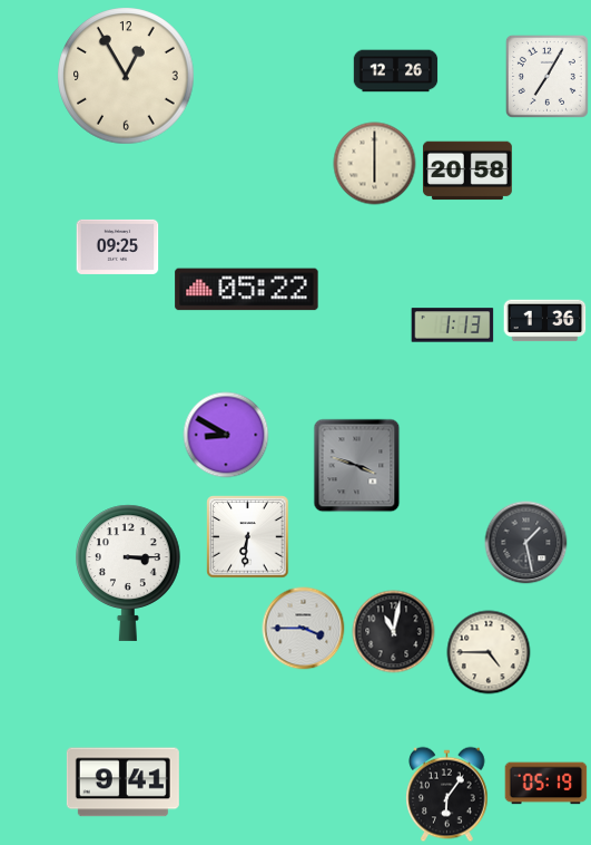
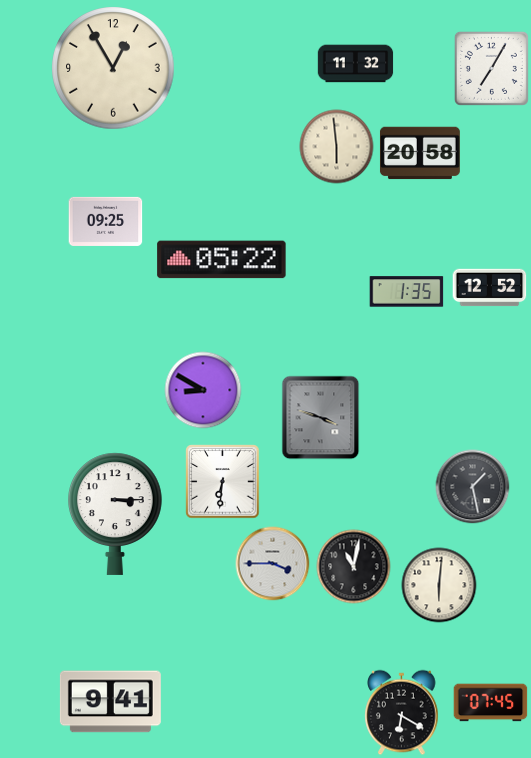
clock at (396, 71): 12:26 -> 11:32
clock at (375, 164): 6:00 -> 5:59
clock at (545, 321): 1:36 -> 12:52
clock at (453, 326): 1:13 -> 1:35
clock at (489, 652): 4:45 -> 6:01
clock at (546, 784): 05:19 -> 07:45
clock at (447, 795): 6:06 -> 6:20
